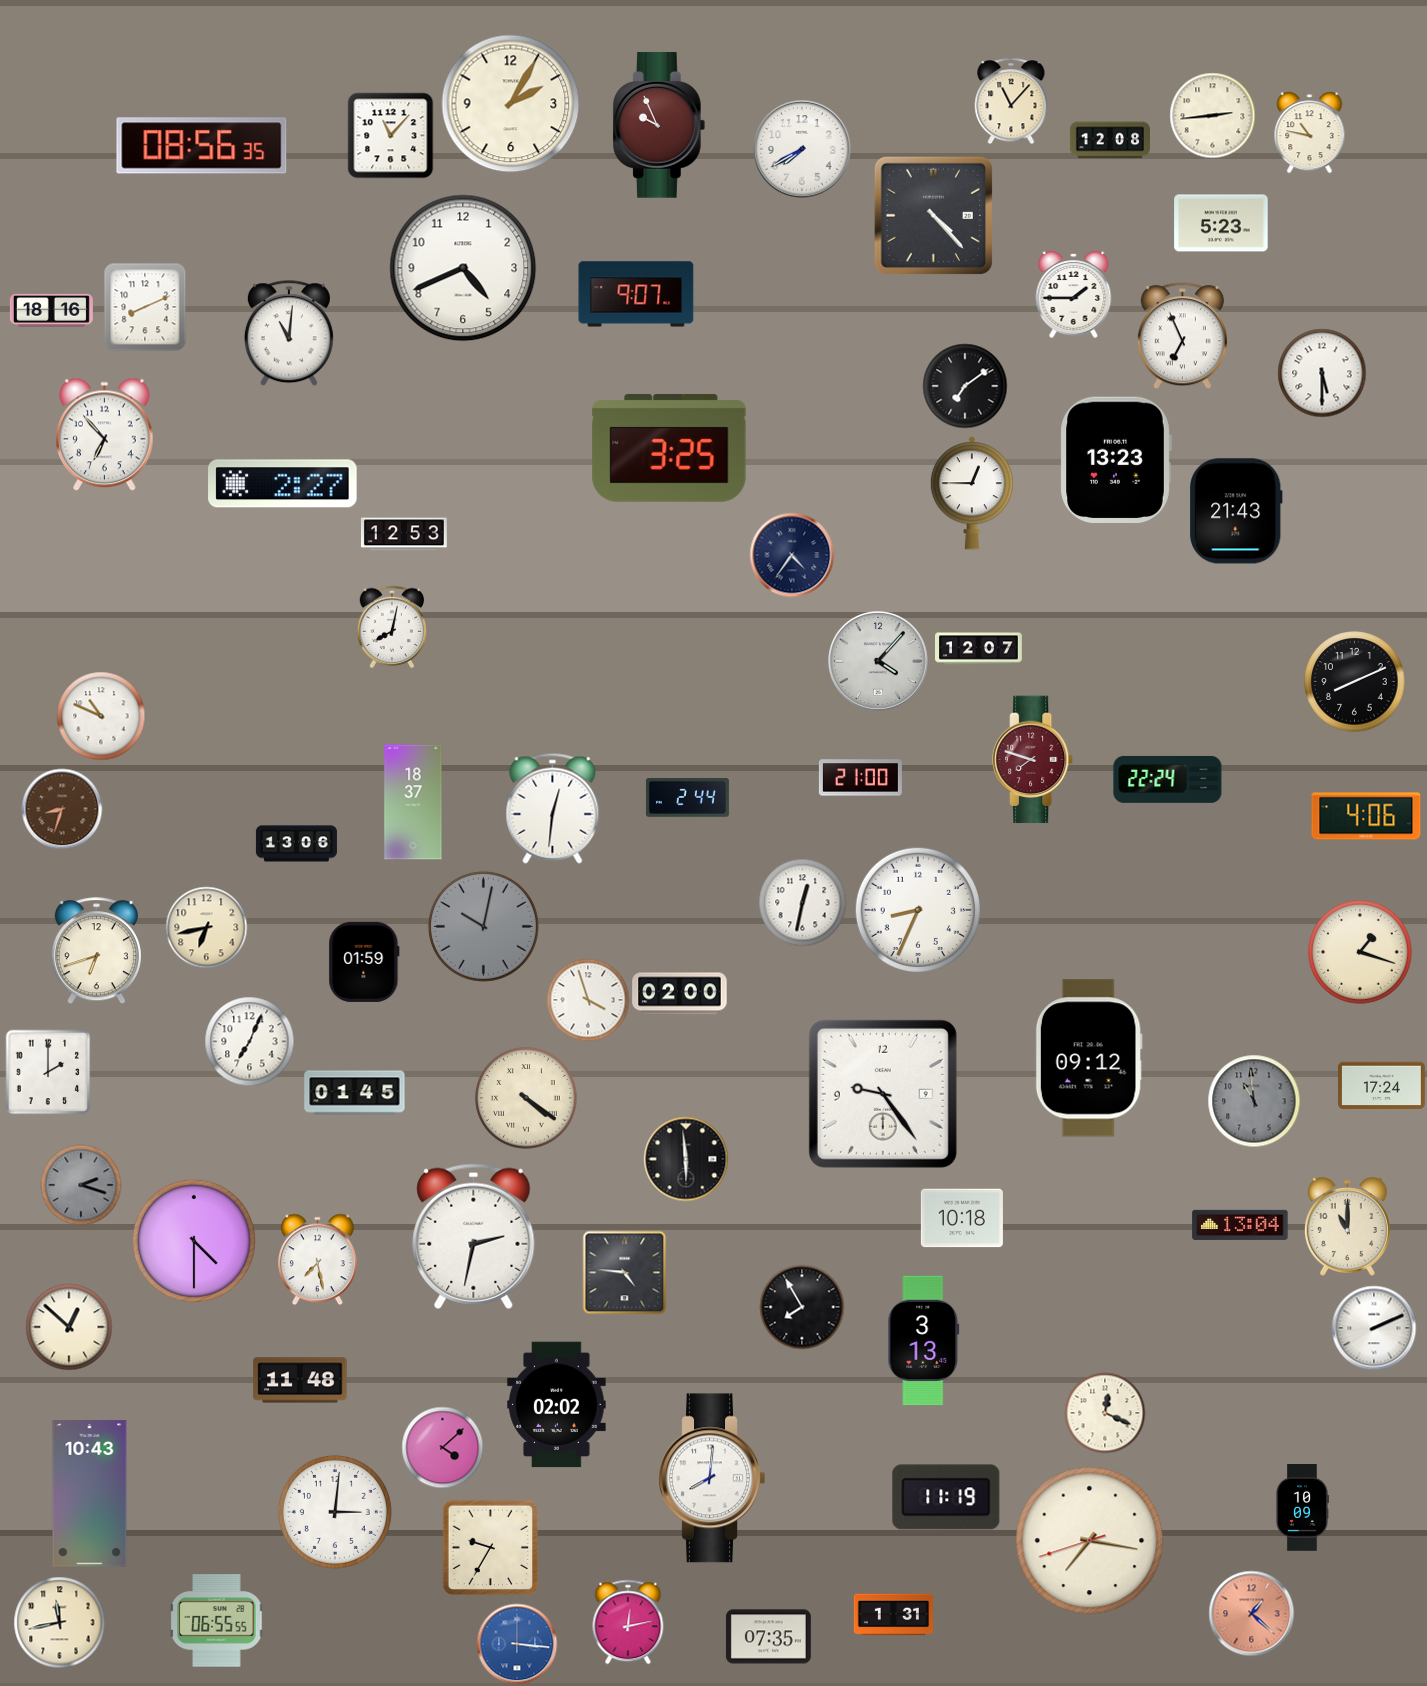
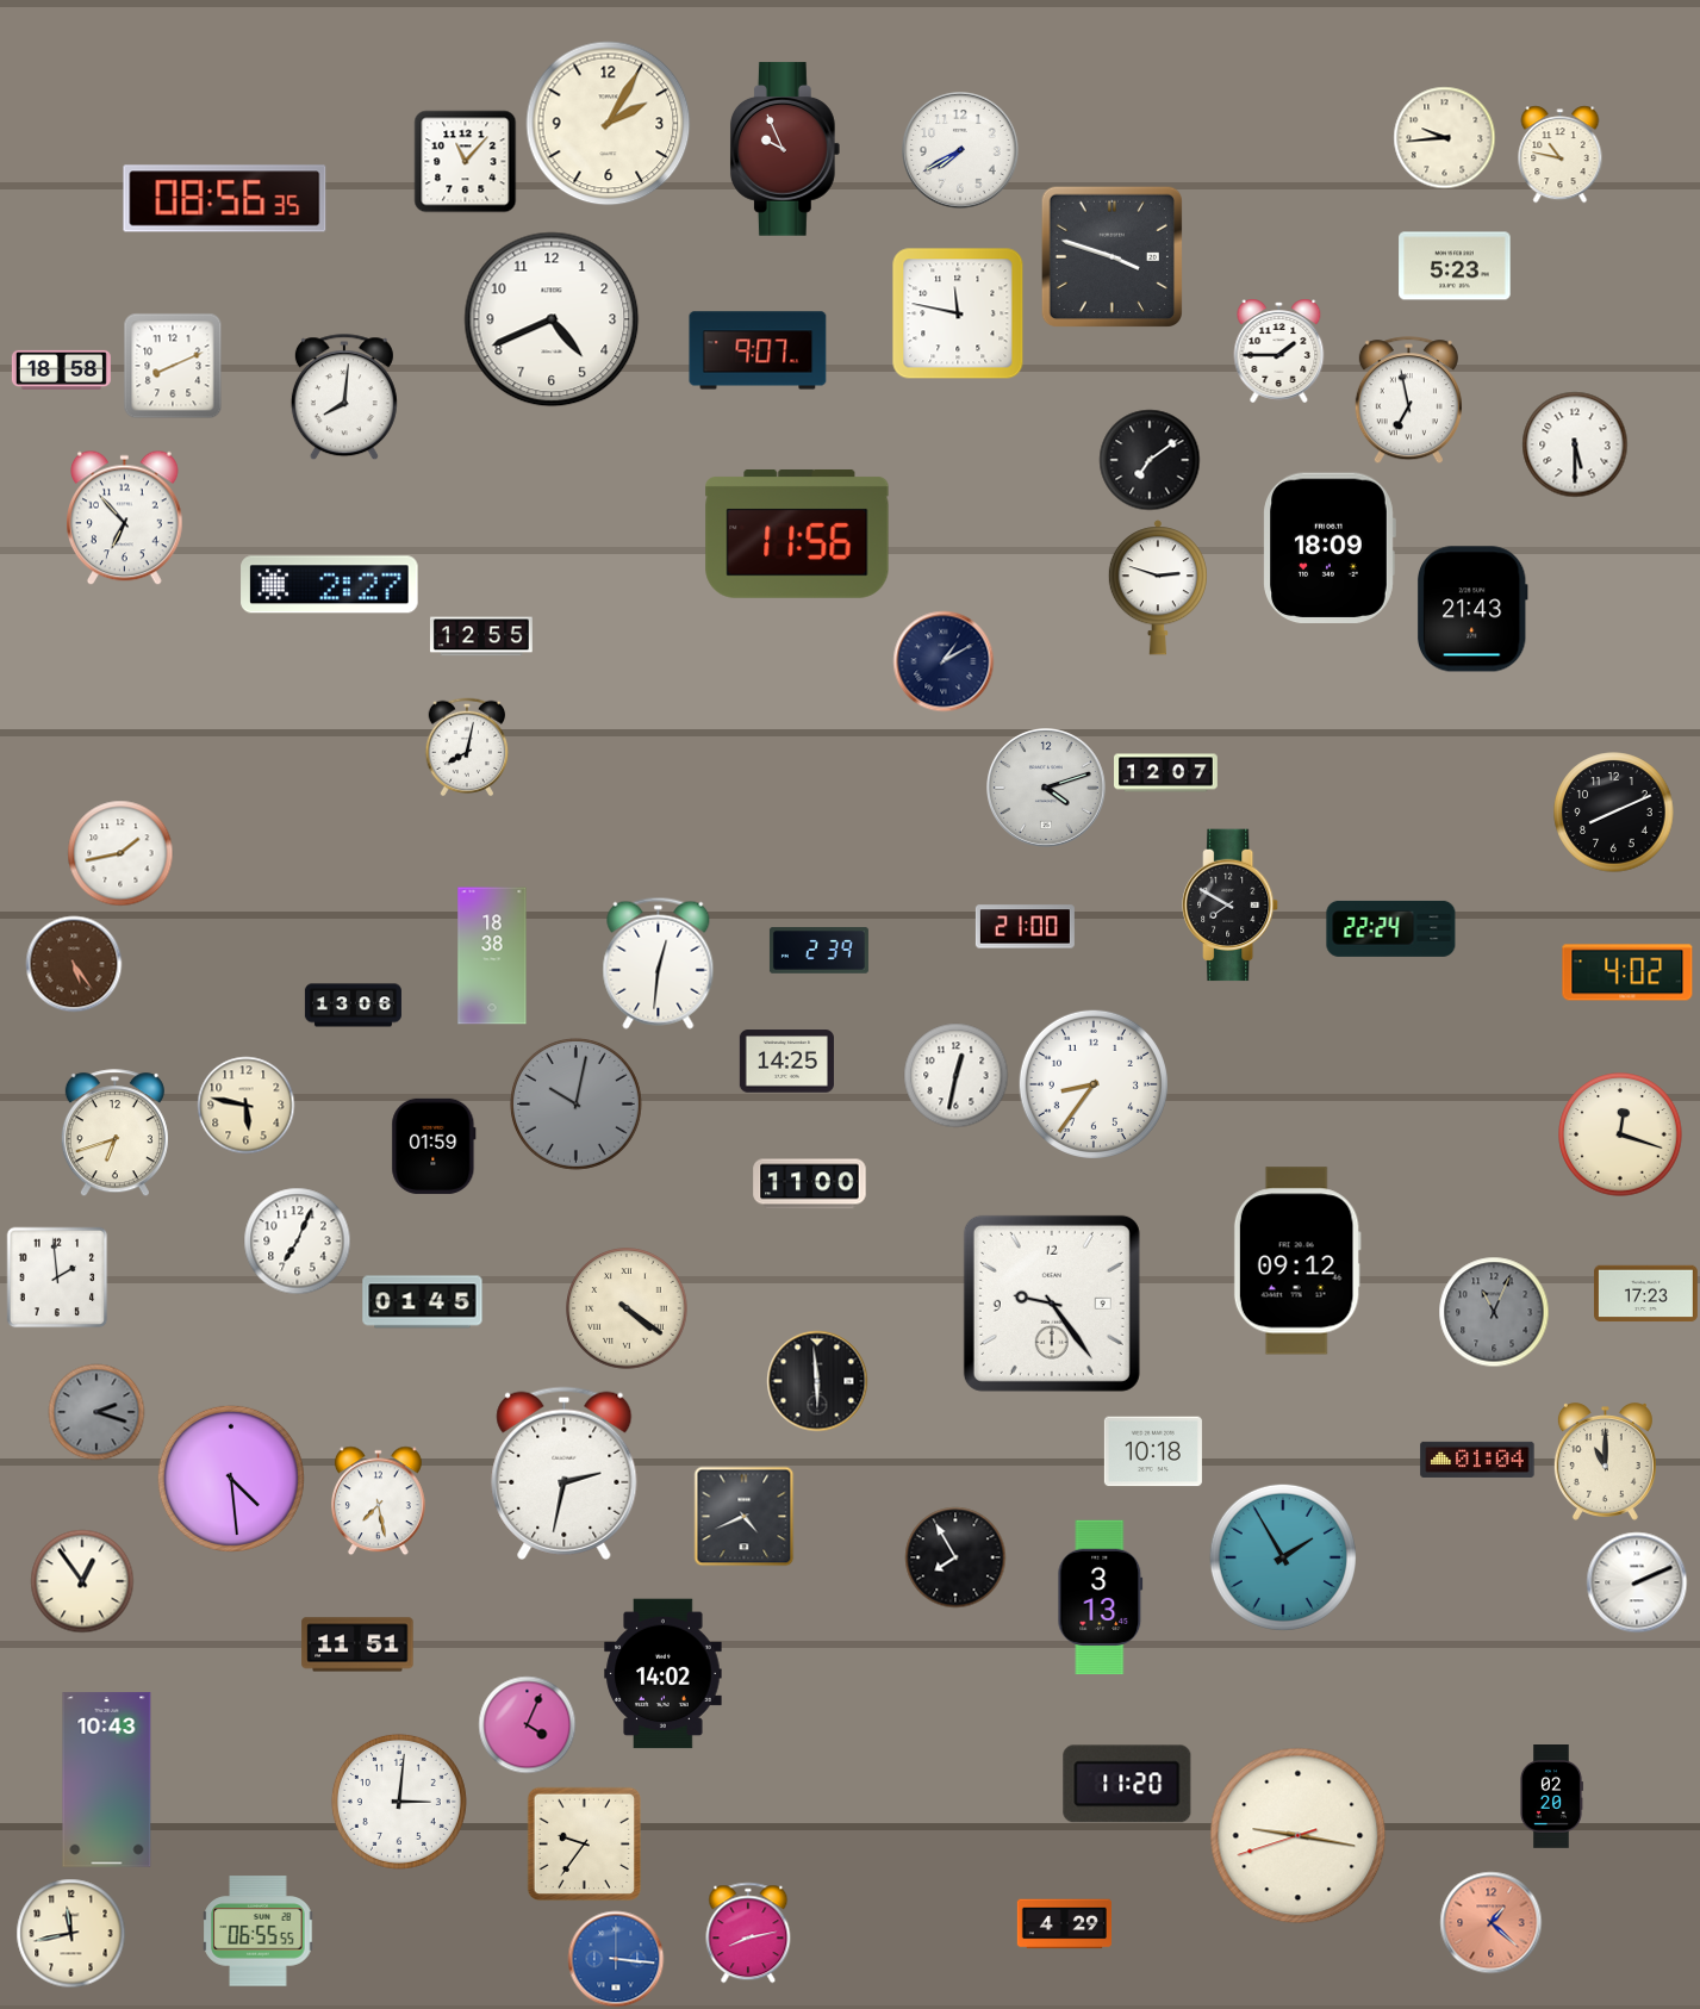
clock at (1011, 101): 11:07 -> none
clock at (1212, 115): 2:44 -> 9:44
clock at (1310, 132) position: (1310, 132) -> (1561, 154)
clock at (1110, 140): 12:08 -> none
clock at (202, 146) position: (202, 146) -> (225, 199)
clock at (802, 149) position: (802, 149) -> (960, 150)
clock at (933, 215): 4:23 -> 3:48
clock at (958, 313): none -> 11:47
clock at (51, 310): 18:16 -> 18:58
clock at (289, 333): 11:01 -> 8:01
clock at (1182, 336): 6:56 -> 6:58
clock at (669, 448): 3:25 -> 11:56
clock at (1116, 460): 13:23 -> 18:09
clock at (283, 484) position: (283, 484) -> (330, 585)
clock at (972, 493): 12:45 -> 2:48
clock at (404, 534): 12:53 -> 12:55
clock at (792, 555): 4:36 -> 1:10
clock at (879, 662): 4:07 -> 4:12
clock at (101, 716): 10:49 -> 1:43
clock at (1033, 760): 7:48 -> 7:50
clock at (1033, 760) dial: burgundy -> black
clock at (687, 798): 2:44 -> 2:39
clock at (413, 802): 18:37 -> 18:38
clock at (62, 809): 8:33 -> 5:24
clock at (1366, 816): 4:06 -> 4:02
clock at (786, 1062): none -> 14:25
clock at (918, 910): 8:34 -> 8:36
clock at (206, 927): 6:43 -> 5:47
clock at (1360, 952): 1:18 -> 12:18
clock at (680, 994): 02:00 -> 11:00
clock at (588, 1000): 3:57 -> none
clock at (48, 1072): 2:00 -> 1:59
clock at (1382, 1086): 17:24 -> 17:23
clock at (1254, 1101): 10:59 -> 11:04
clock at (962, 1218) position: (962, 1218) -> (1153, 1451)
clock at (1240, 1225): 13:04 -> 01:04
clock at (194, 1241): 4:30 -> 4:29
clock at (624, 1272): 4:46 -> 4:41
clock at (1283, 1557): none -> 1:55
clock at (69, 1327): 12:52 -> 12:54
clock at (300, 1380): 11:48 -> 11:51
clock at (557, 1405): 02:02 -> 14:02
clock at (1105, 1413): 12:19 -> none
clock at (442, 1447): 4:08 -> 4:04
clock at (712, 1478): 8:01 -> none
clock at (946, 1497): 11:19 -> 11:20
clock at (1302, 1508): 10:09 -> 02:20
clock at (1090, 1541): 7:16 -> 9:16
clock at (490, 1547): 9:35 -> 9:36
clock at (893, 1615): 1:31 -> 4:29
clock at (628, 1622): 12:13 -> 8:13
clock at (768, 1637): 07:35 -> none
